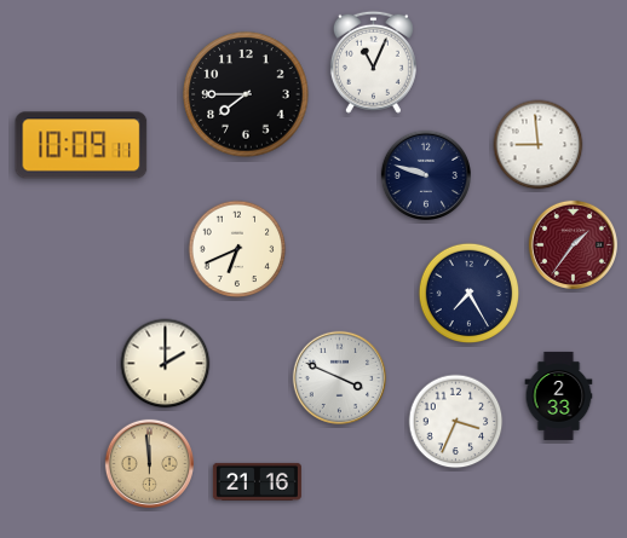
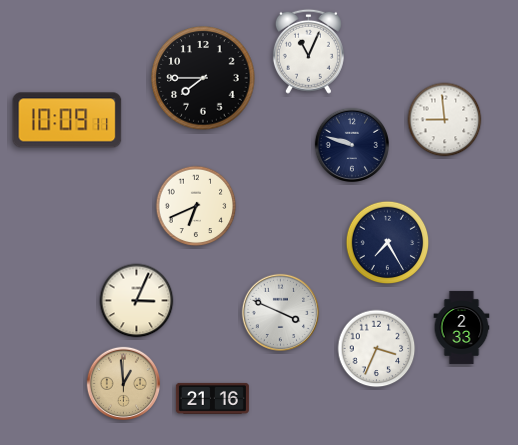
clock at (574, 245): 1:36 -> none
clock at (166, 364): 2:00 -> 3:04
clock at (150, 464): 11:59 -> 12:59
